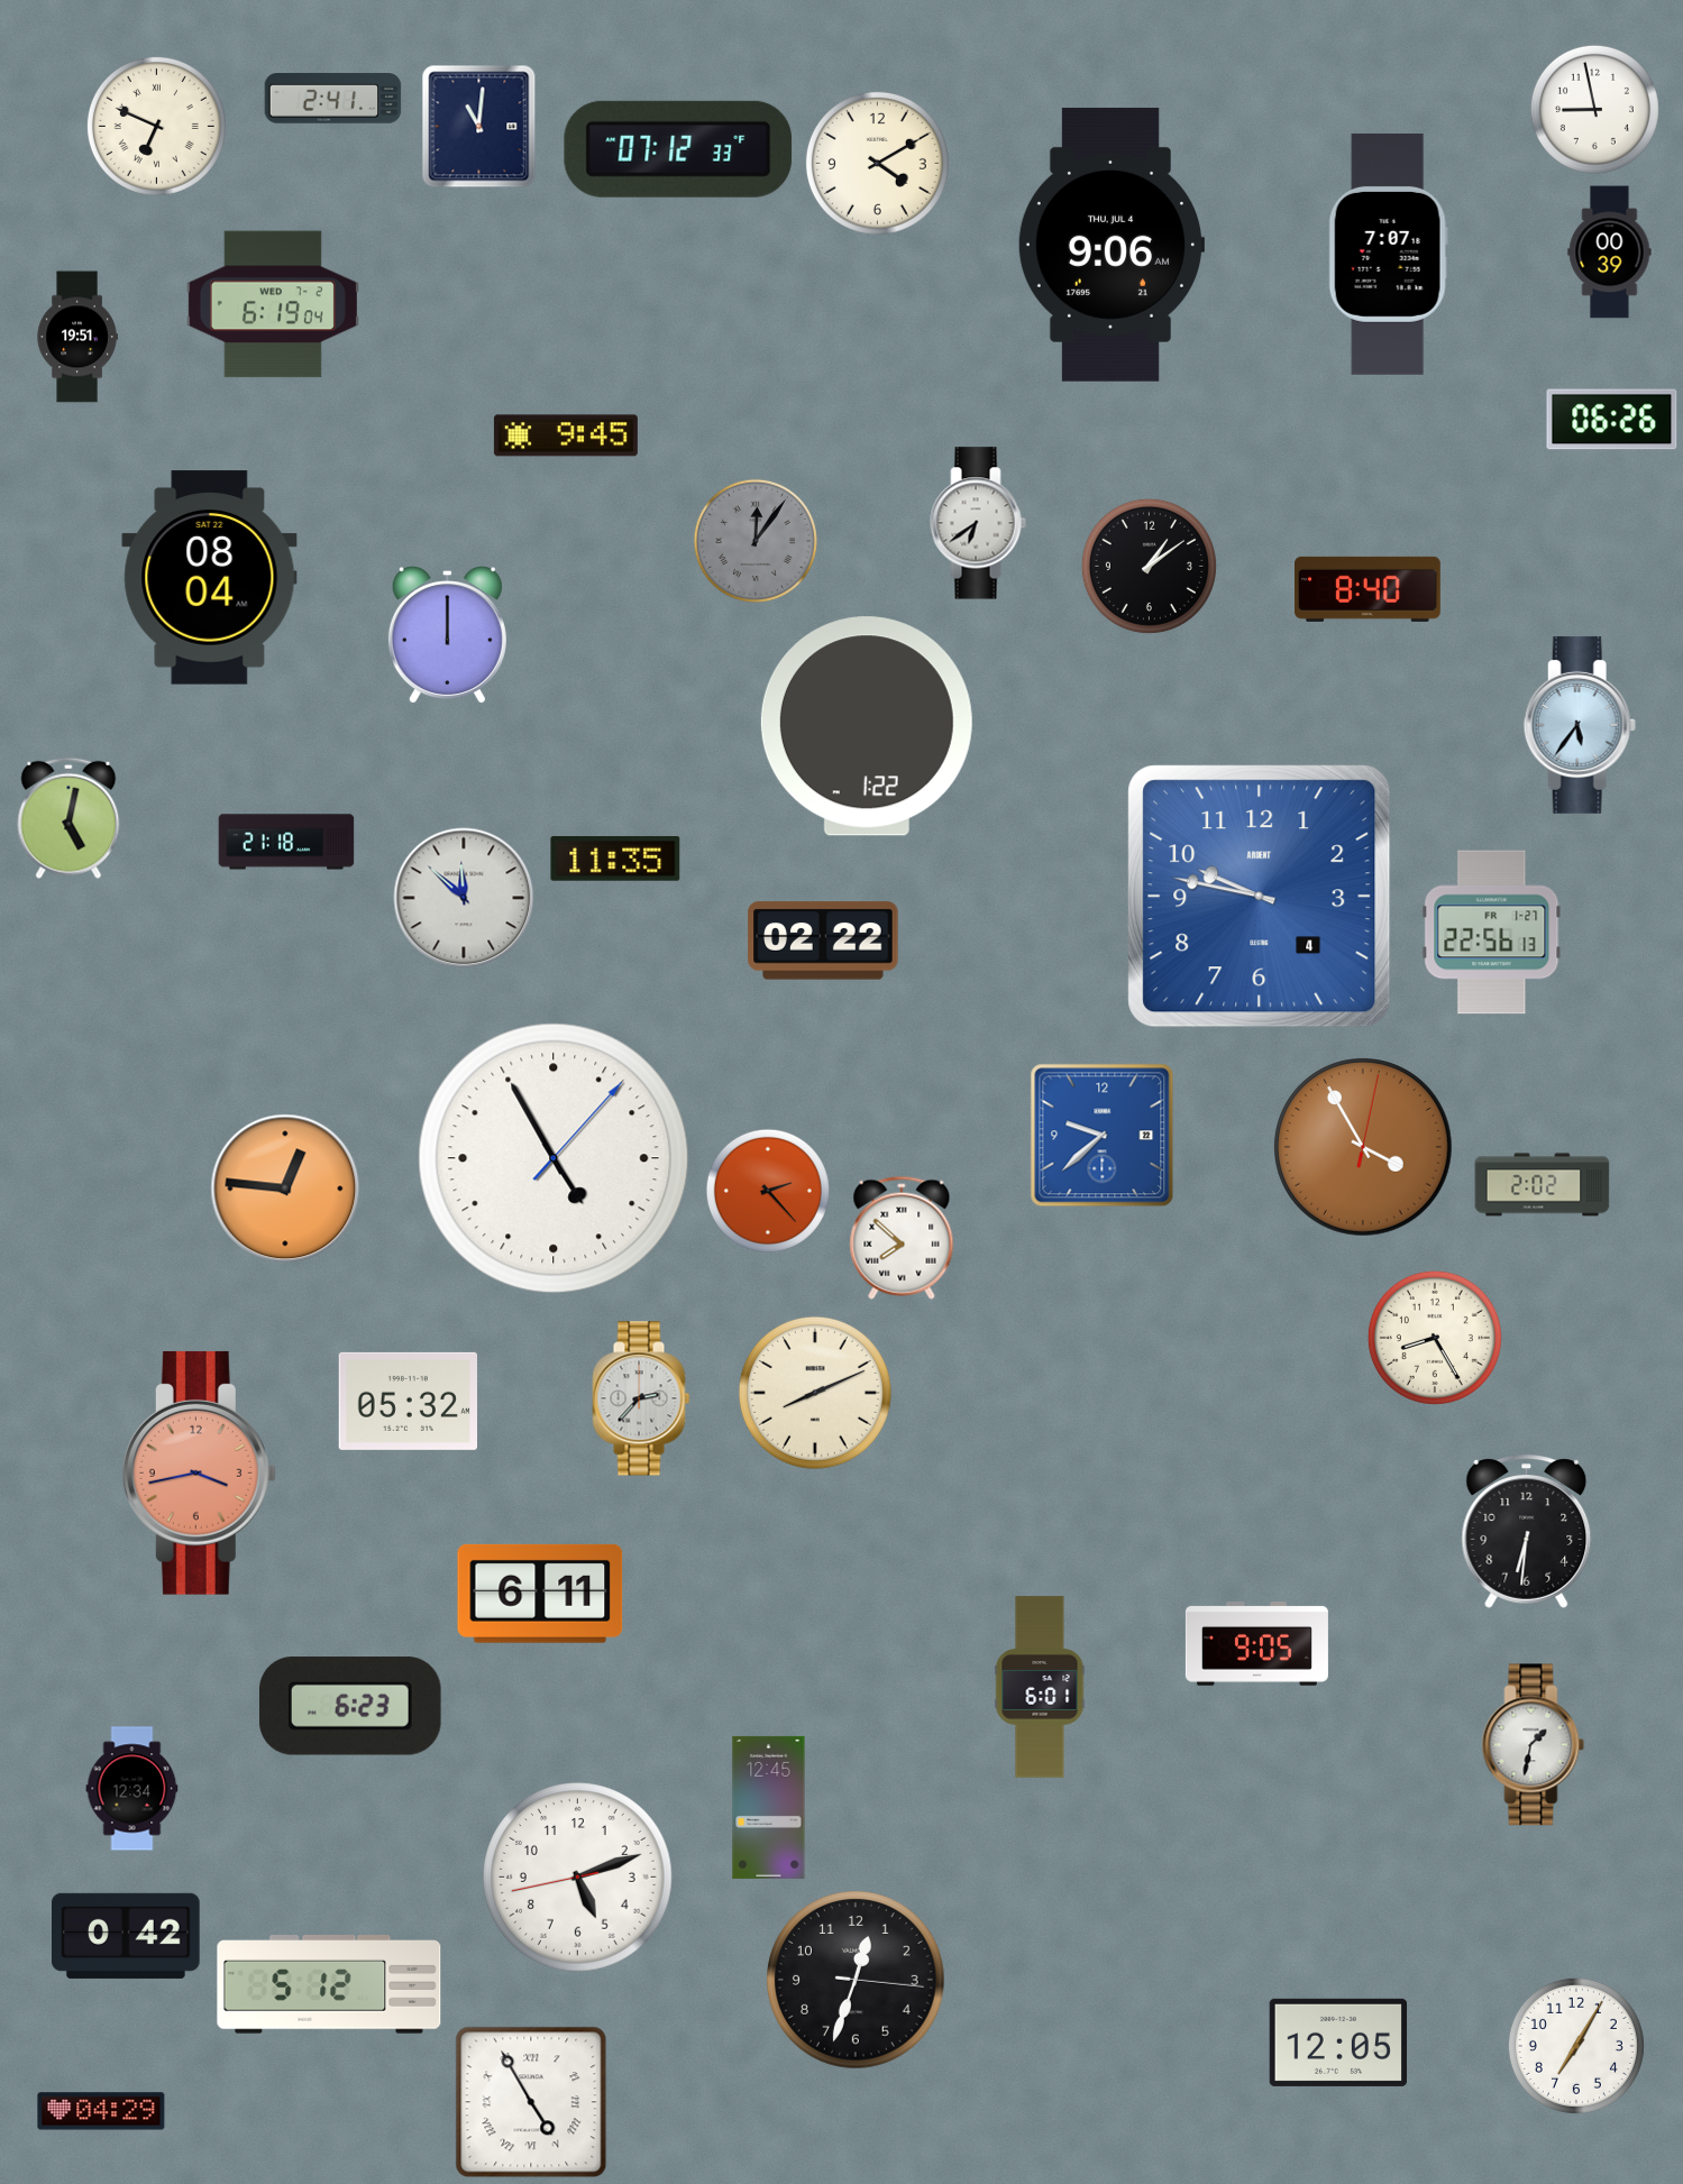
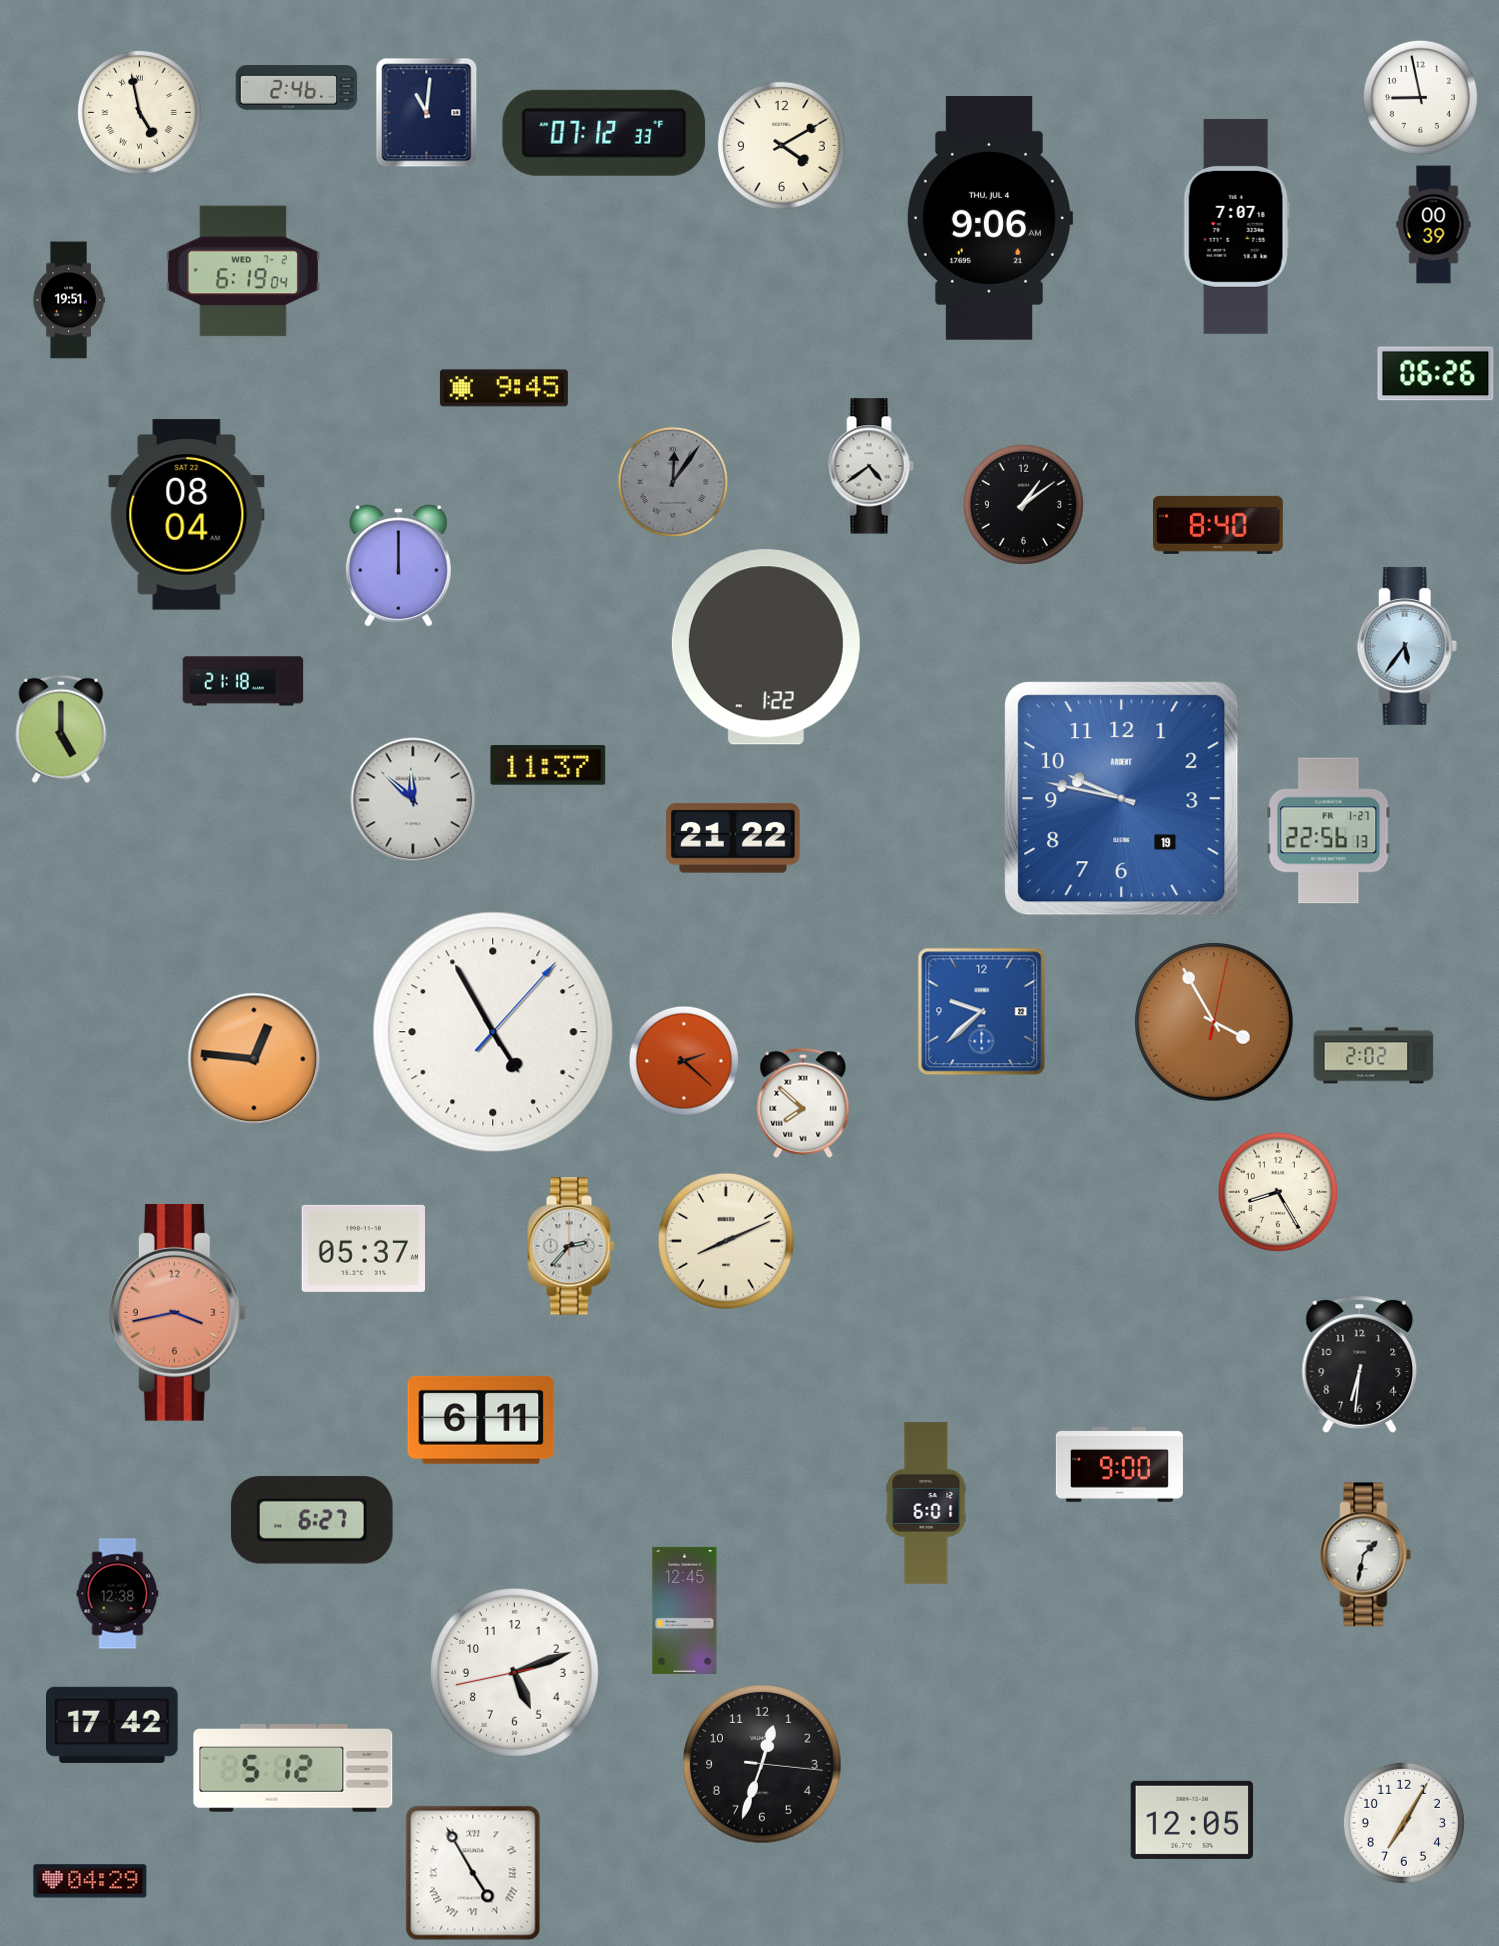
clock at (333, 99): 2:41 -> 2:46
clock at (156, 126): 6:49 -> 4:58
clock at (978, 523): 6:39 -> 4:39
clock at (867, 726) position: (867, 726) -> (766, 647)
clock at (68, 818): 5:02 -> 5:00
clock at (286, 842) position: (286, 842) -> (243, 681)
clock at (615, 859): 11:35 -> 11:37
clock at (1260, 897) date: 4 -> 19
clock at (823, 940): 02:22 -> 21:22
clock at (768, 1191): 2:23 -> 2:22
clock at (408, 1401): 05:32 -> 05:37
clock at (1256, 1644): 9:05 -> 9:00
clock at (351, 1706): 6:23 -> 6:27
clock at (132, 1789): 12:34 -> 12:38
clock at (127, 1936): 0:42 -> 17:42
